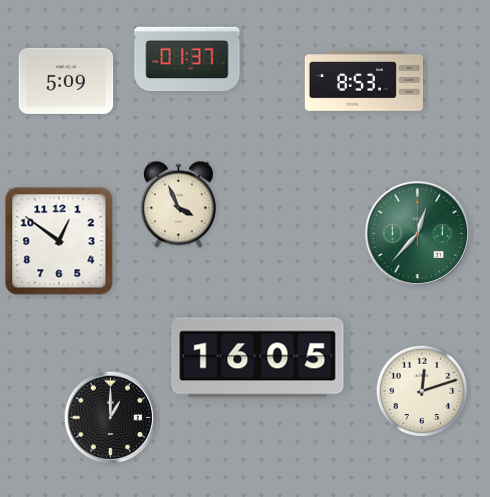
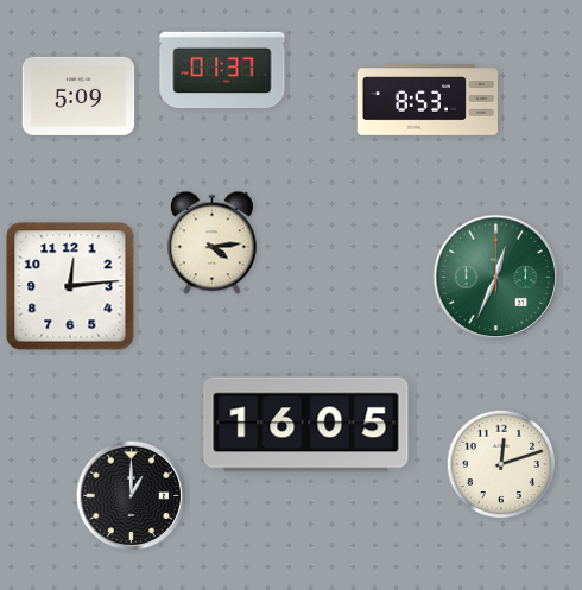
clock at (363, 82) position: (363, 82) -> (426, 101)
clock at (178, 205): 3:56 -> 4:14
clock at (418, 234): 12:37 -> 12:34
clock at (59, 241): 12:51 -> 12:14
